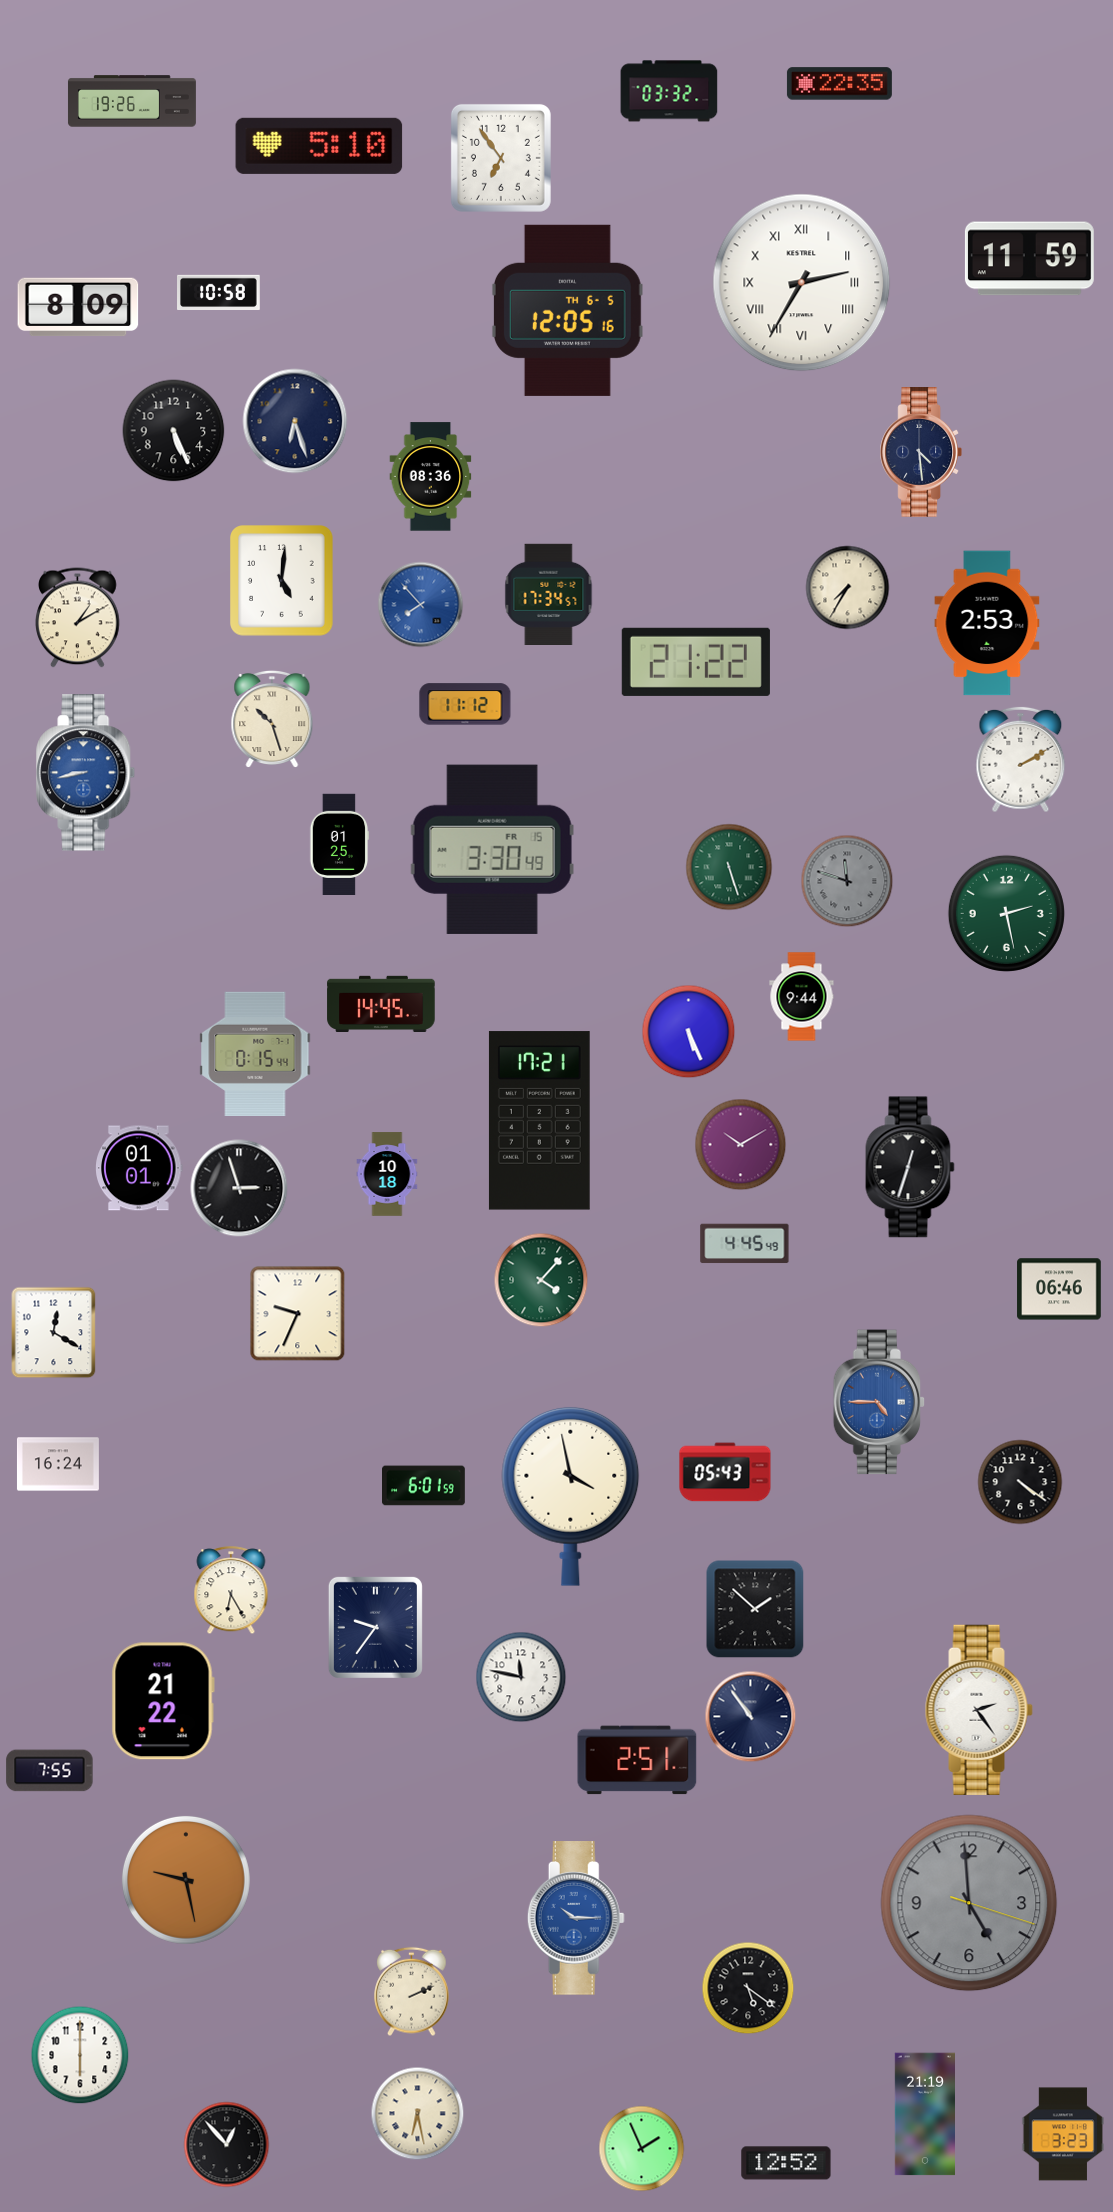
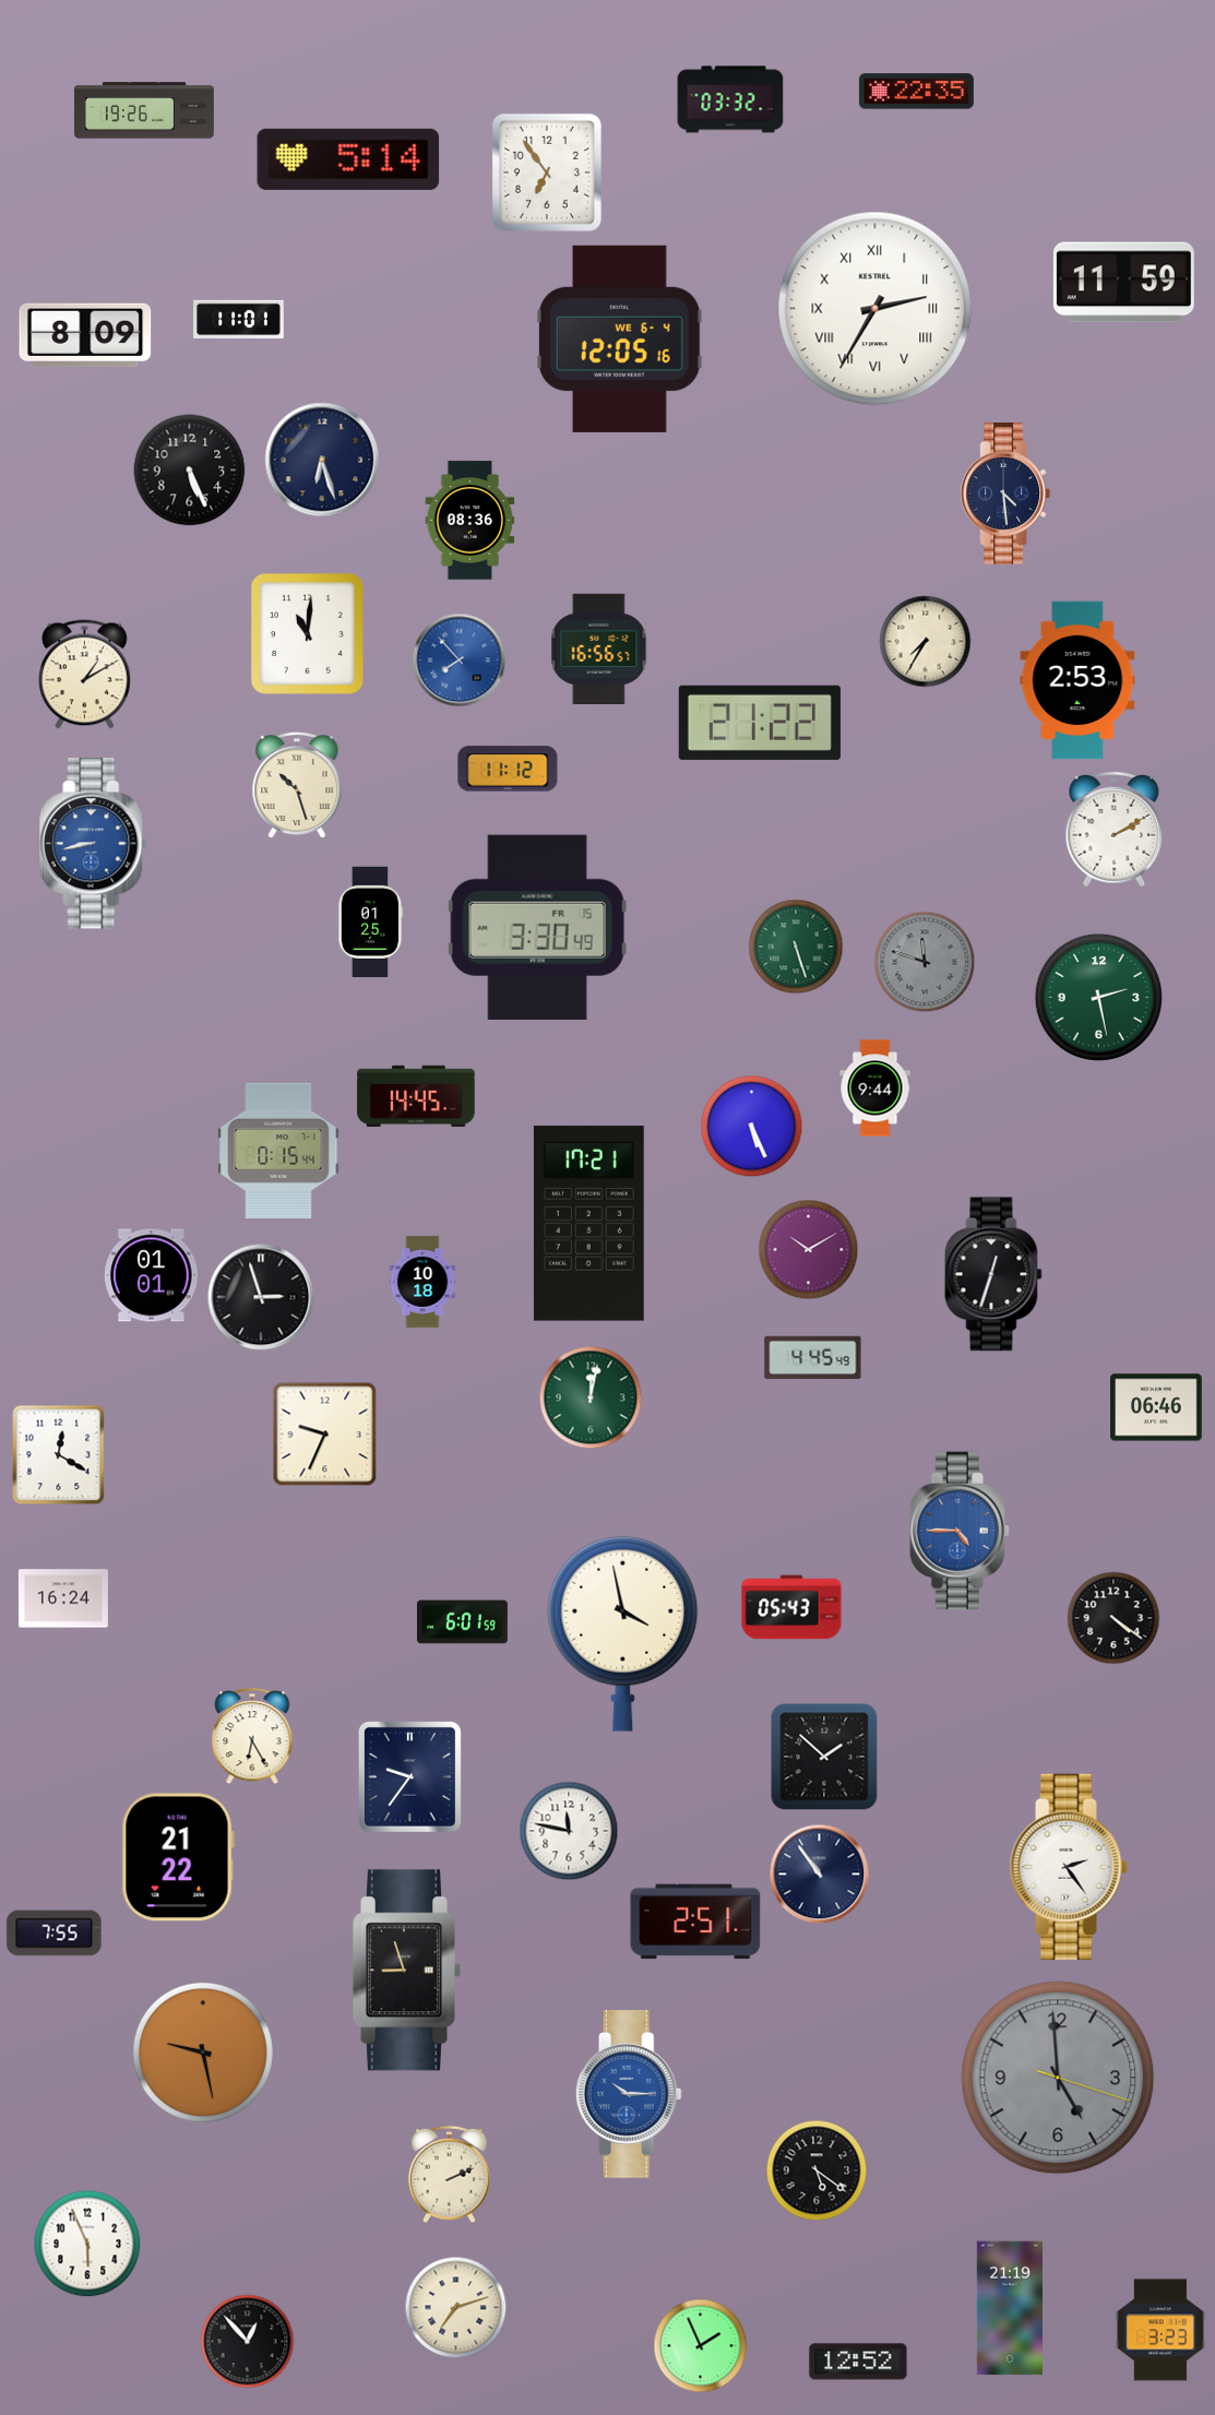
clock at (319, 146): 5:10 -> 5:14
clock at (219, 292): 10:58 -> 11:01
clock at (567, 310) date: TH 6-5 -> WE 6-4
clock at (282, 581): 5:01 -> 11:01
clock at (549, 594): 17:34 -> 16:56
clock at (541, 1280): 4:07 -> 12:02
clock at (406, 1971): none -> 8:57
clock at (80, 2055): 6:00 -> 5:56
clock at (418, 2114): 6:28 -> 7:12
